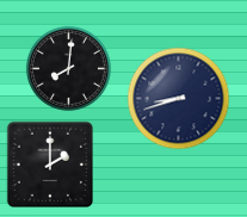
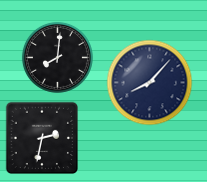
clock at (179, 99): 8:42 -> 8:07
clock at (50, 165): 2:00 -> 2:32
